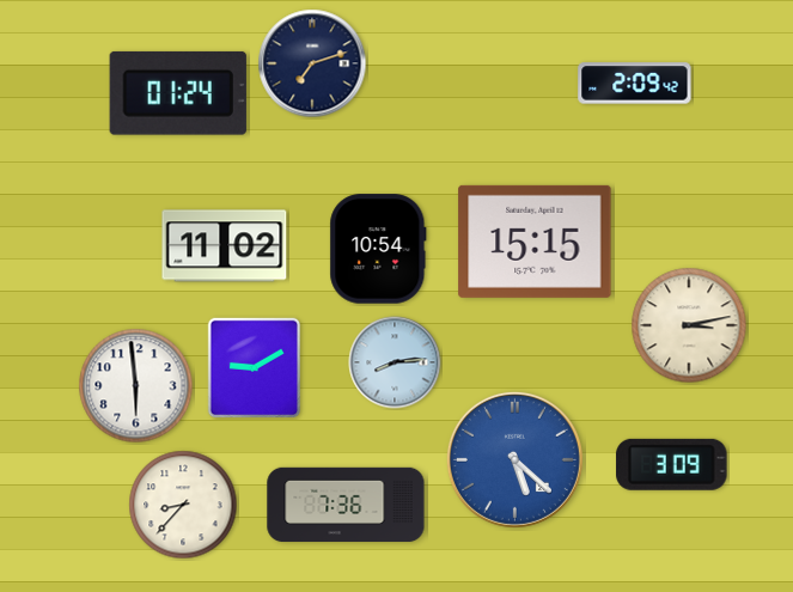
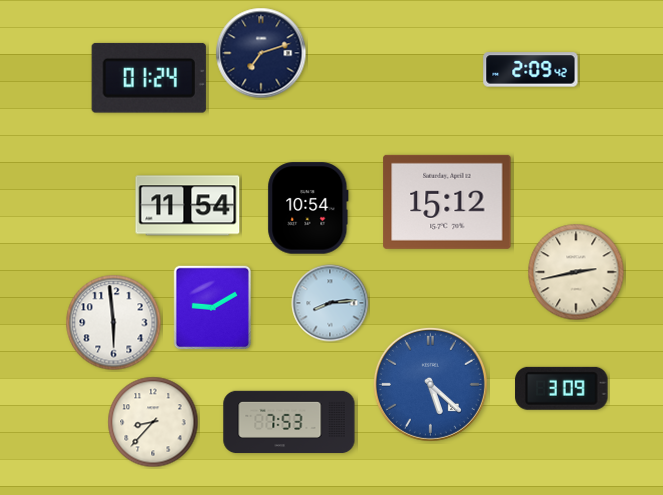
clock at (535, 242): 15:15 -> 15:12
clock at (225, 246): 11:02 -> 11:54
clock at (378, 249) position: (378, 249) -> (308, 208)
clock at (689, 325): 3:13 -> 2:43
clock at (346, 505): 7:36 -> 7:53
